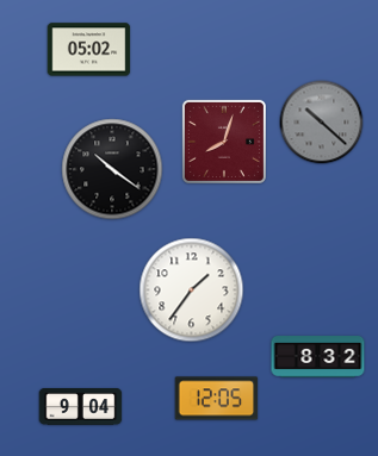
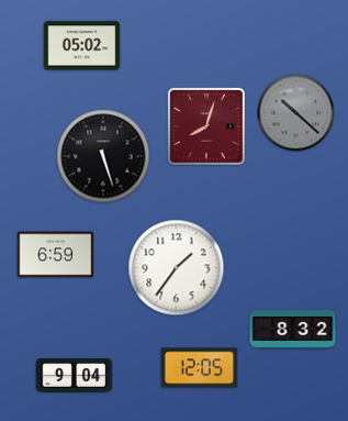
clock at (224, 142) position: (224, 142) -> (206, 126)
clock at (112, 169): 10:21 -> 5:27
clock at (56, 255): none -> 6:59
